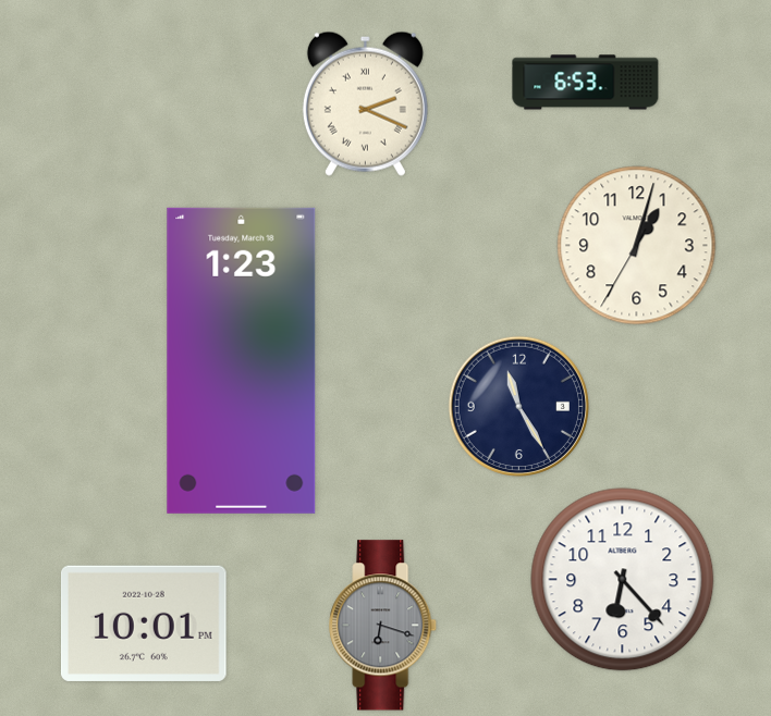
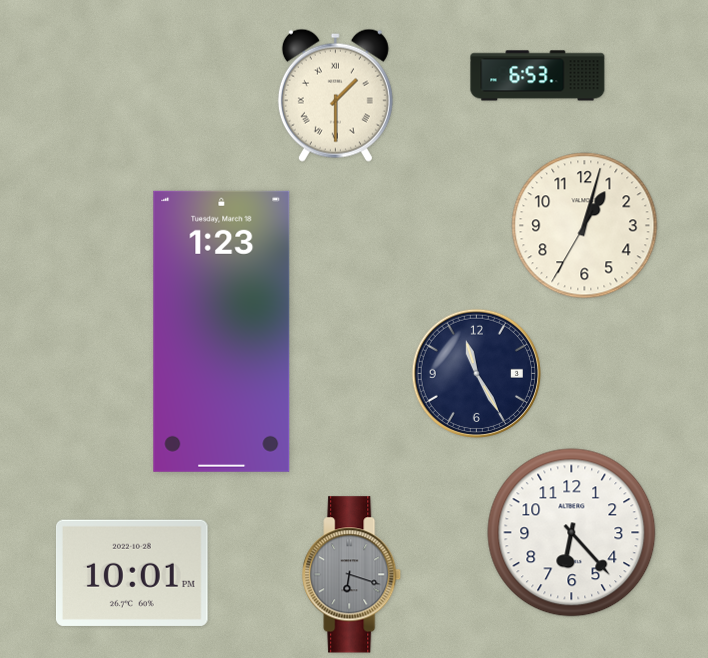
clock at (365, 103): 2:19 -> 1:30
